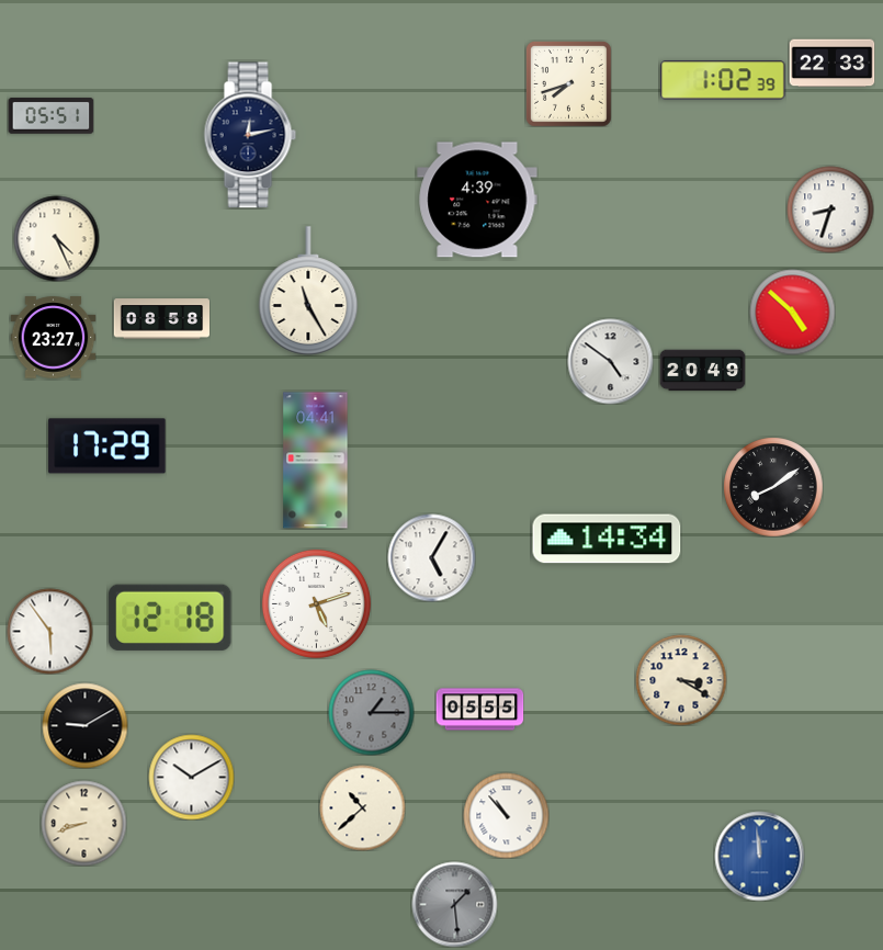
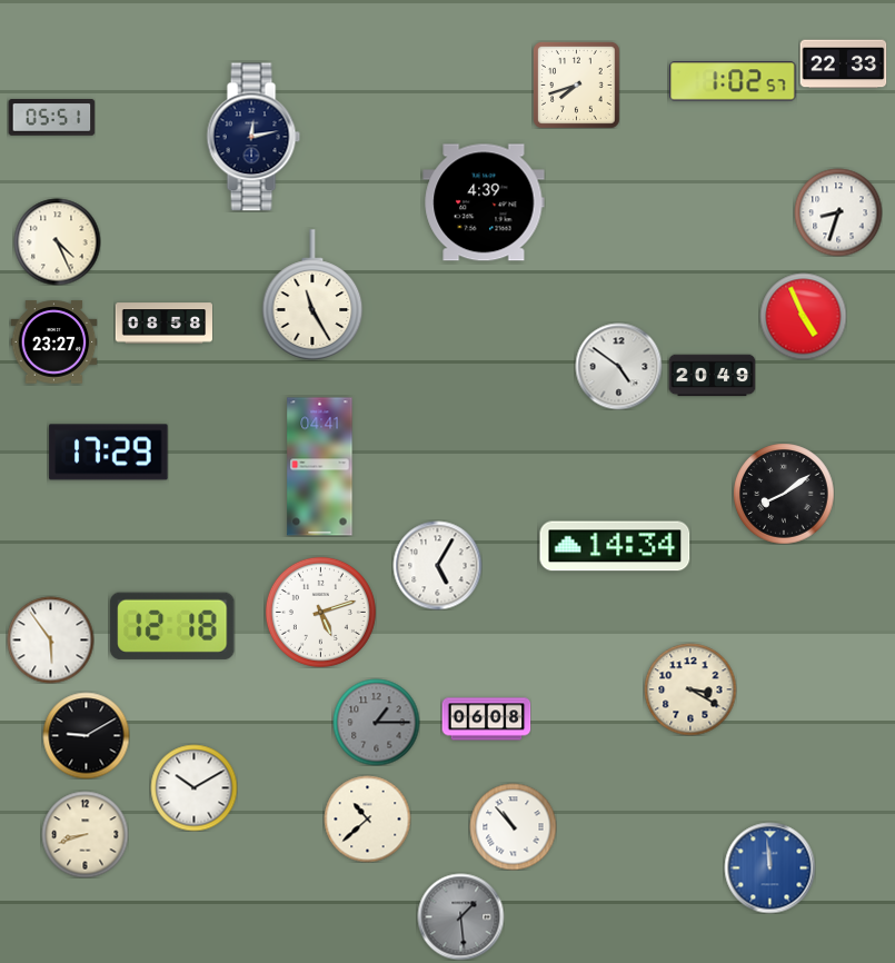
clock at (723, 80): 1:02:39 -> 1:02:57
clock at (830, 210) position: (830, 210) -> (838, 212)
clock at (792, 312): 4:52 -> 4:56
clock at (479, 710): 05:55 -> 06:08
